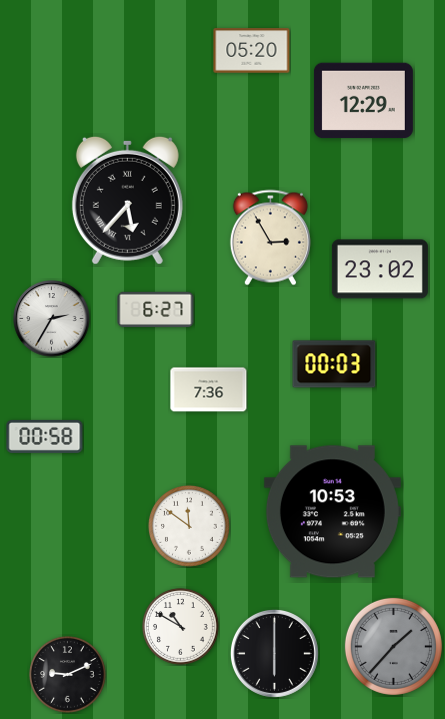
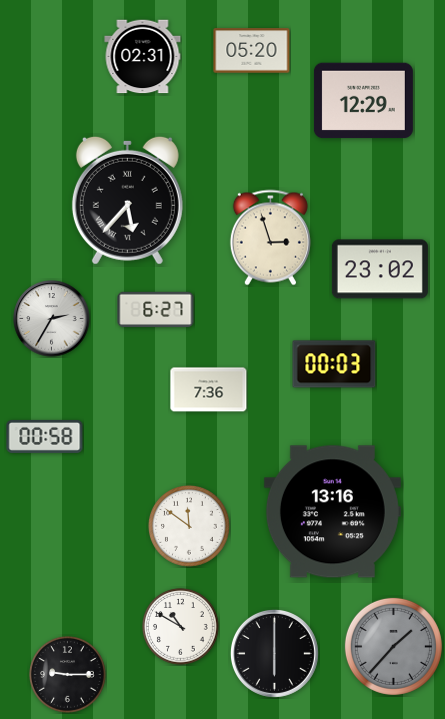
clock at (143, 57): none -> 02:31
clock at (270, 238): 2:55 -> 2:57
clock at (332, 512): 10:53 -> 13:16
clock at (68, 675): 9:11 -> 9:15
